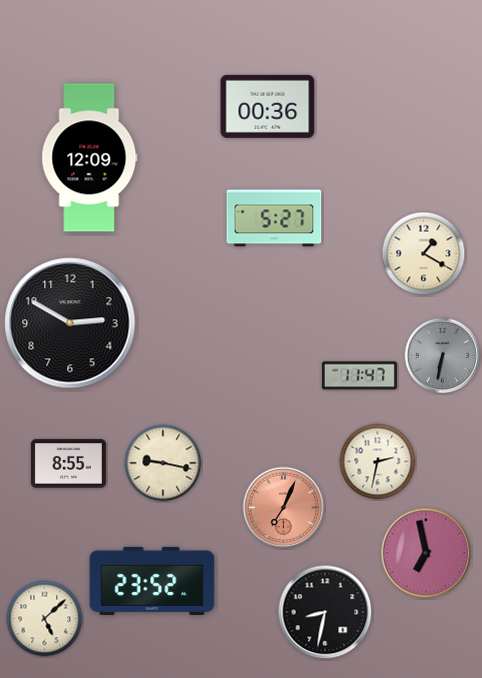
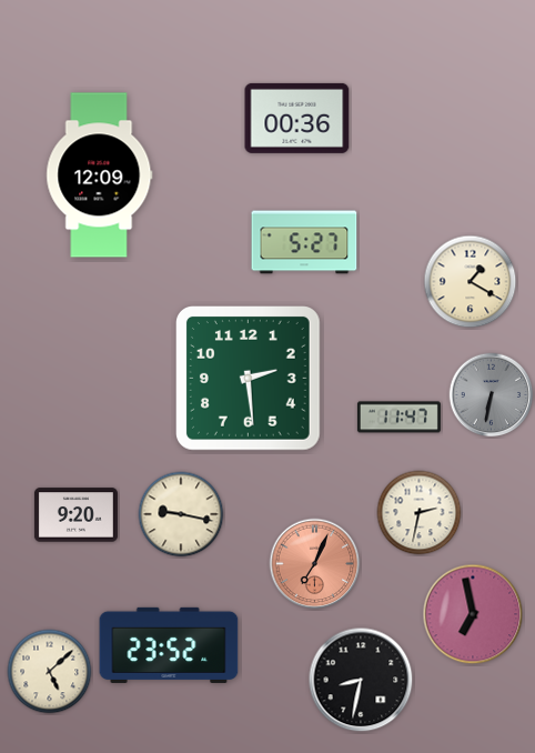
clock at (70, 323): 2:50 -> none
clock at (248, 378): none -> 2:29
clock at (68, 464): 8:55 -> 9:20
clock at (45, 619) position: (45, 619) -> (50, 672)
